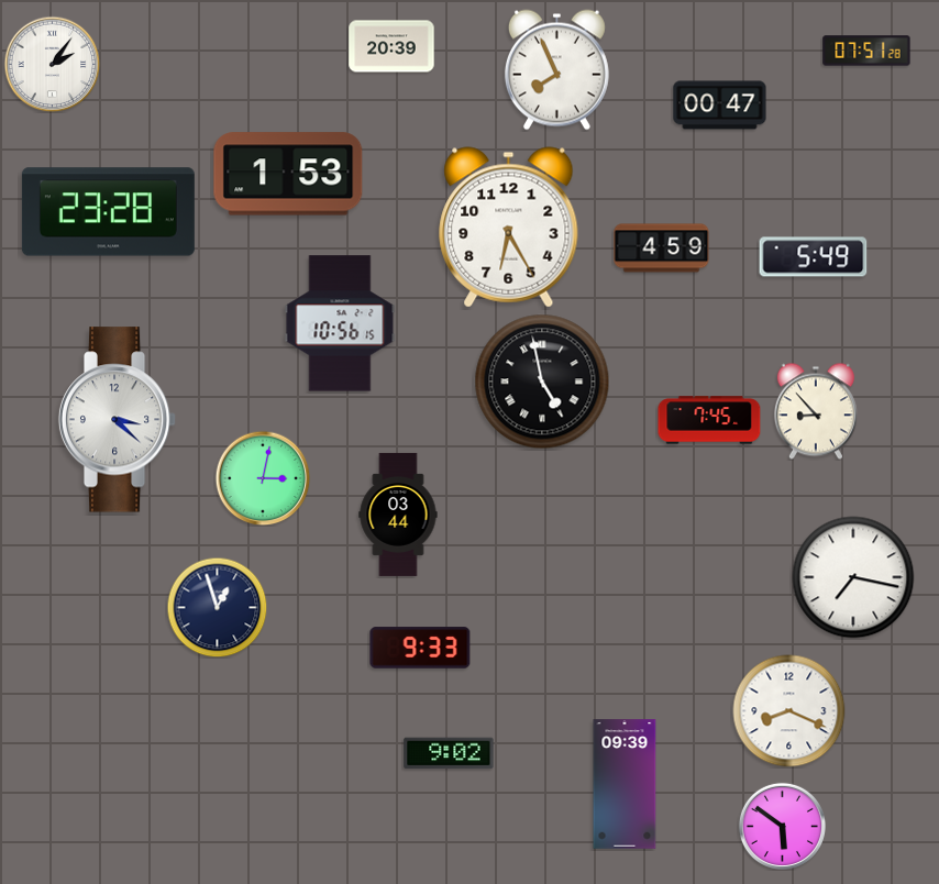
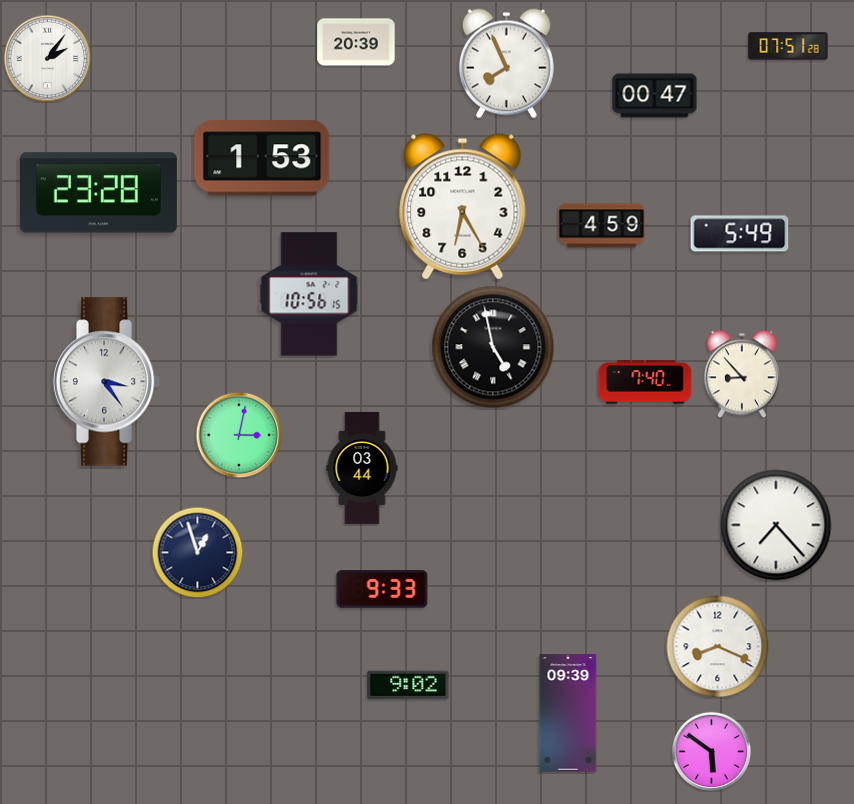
clock at (118, 420): 3:22 -> 3:24
clock at (709, 420): 7:45 -> 7:40
clock at (853, 577): 7:17 -> 7:23
